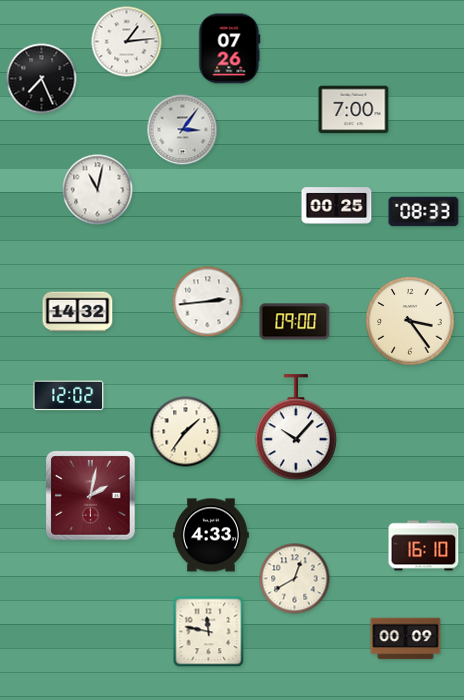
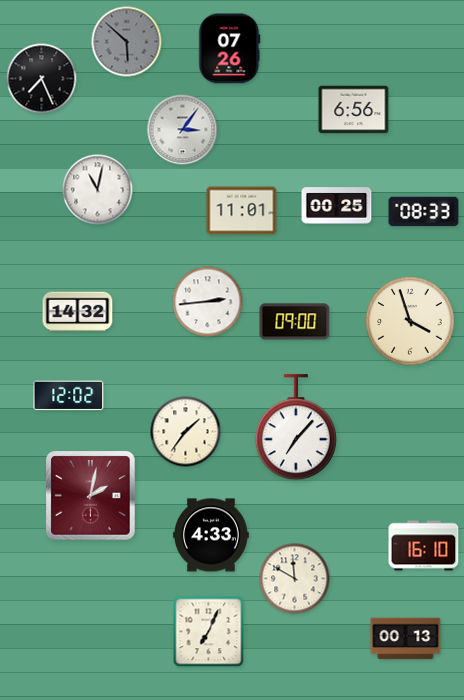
clock at (127, 42): 1:14 -> 5:52
clock at (127, 42) dial: white -> grey
clock at (354, 110): 7:00 -> 6:56
clock at (242, 211): none -> 11:01
clock at (410, 321): 3:24 -> 3:57
clock at (296, 428): 10:07 -> 7:07
clock at (295, 579): 12:40 -> 11:50
clock at (209, 632): 11:47 -> 7:04
clock at (406, 639): 00:09 -> 00:13
